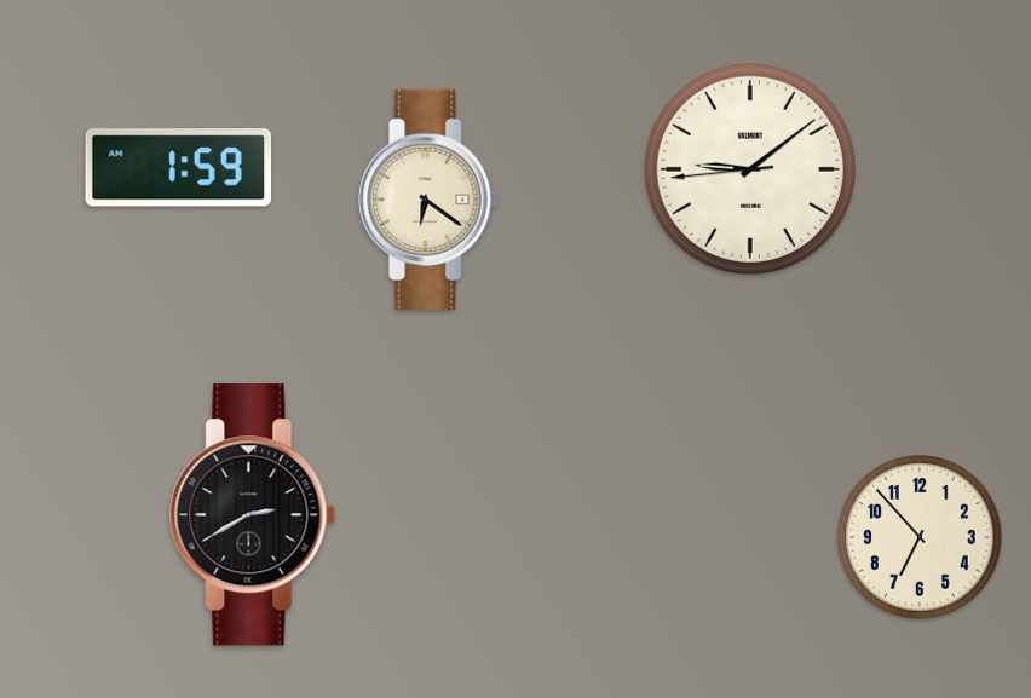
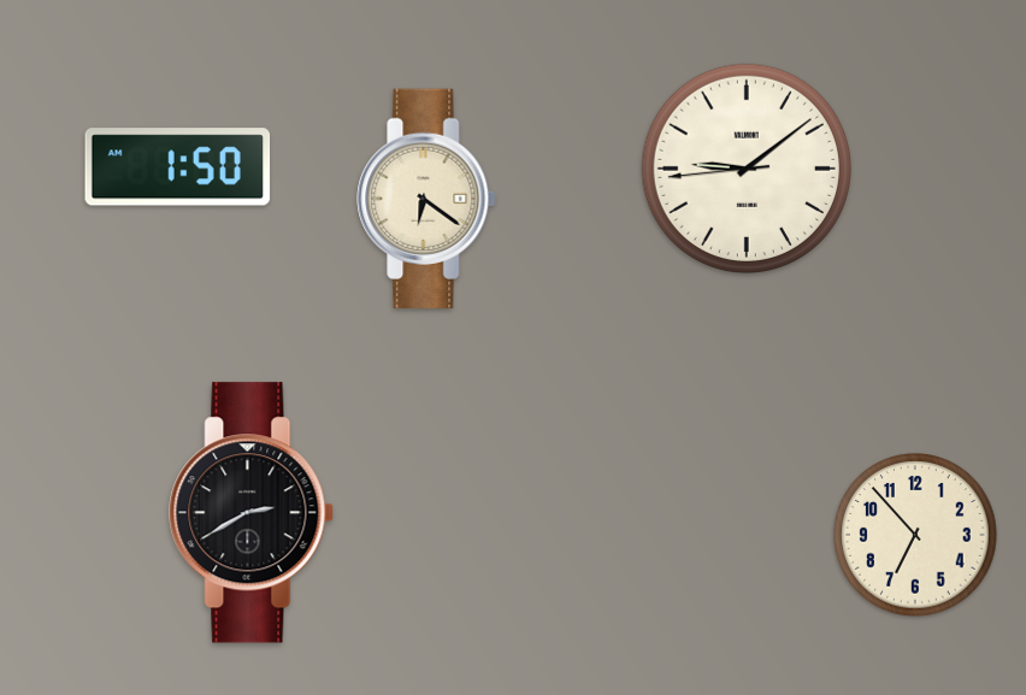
clock at (179, 168): 1:59 -> 1:50
